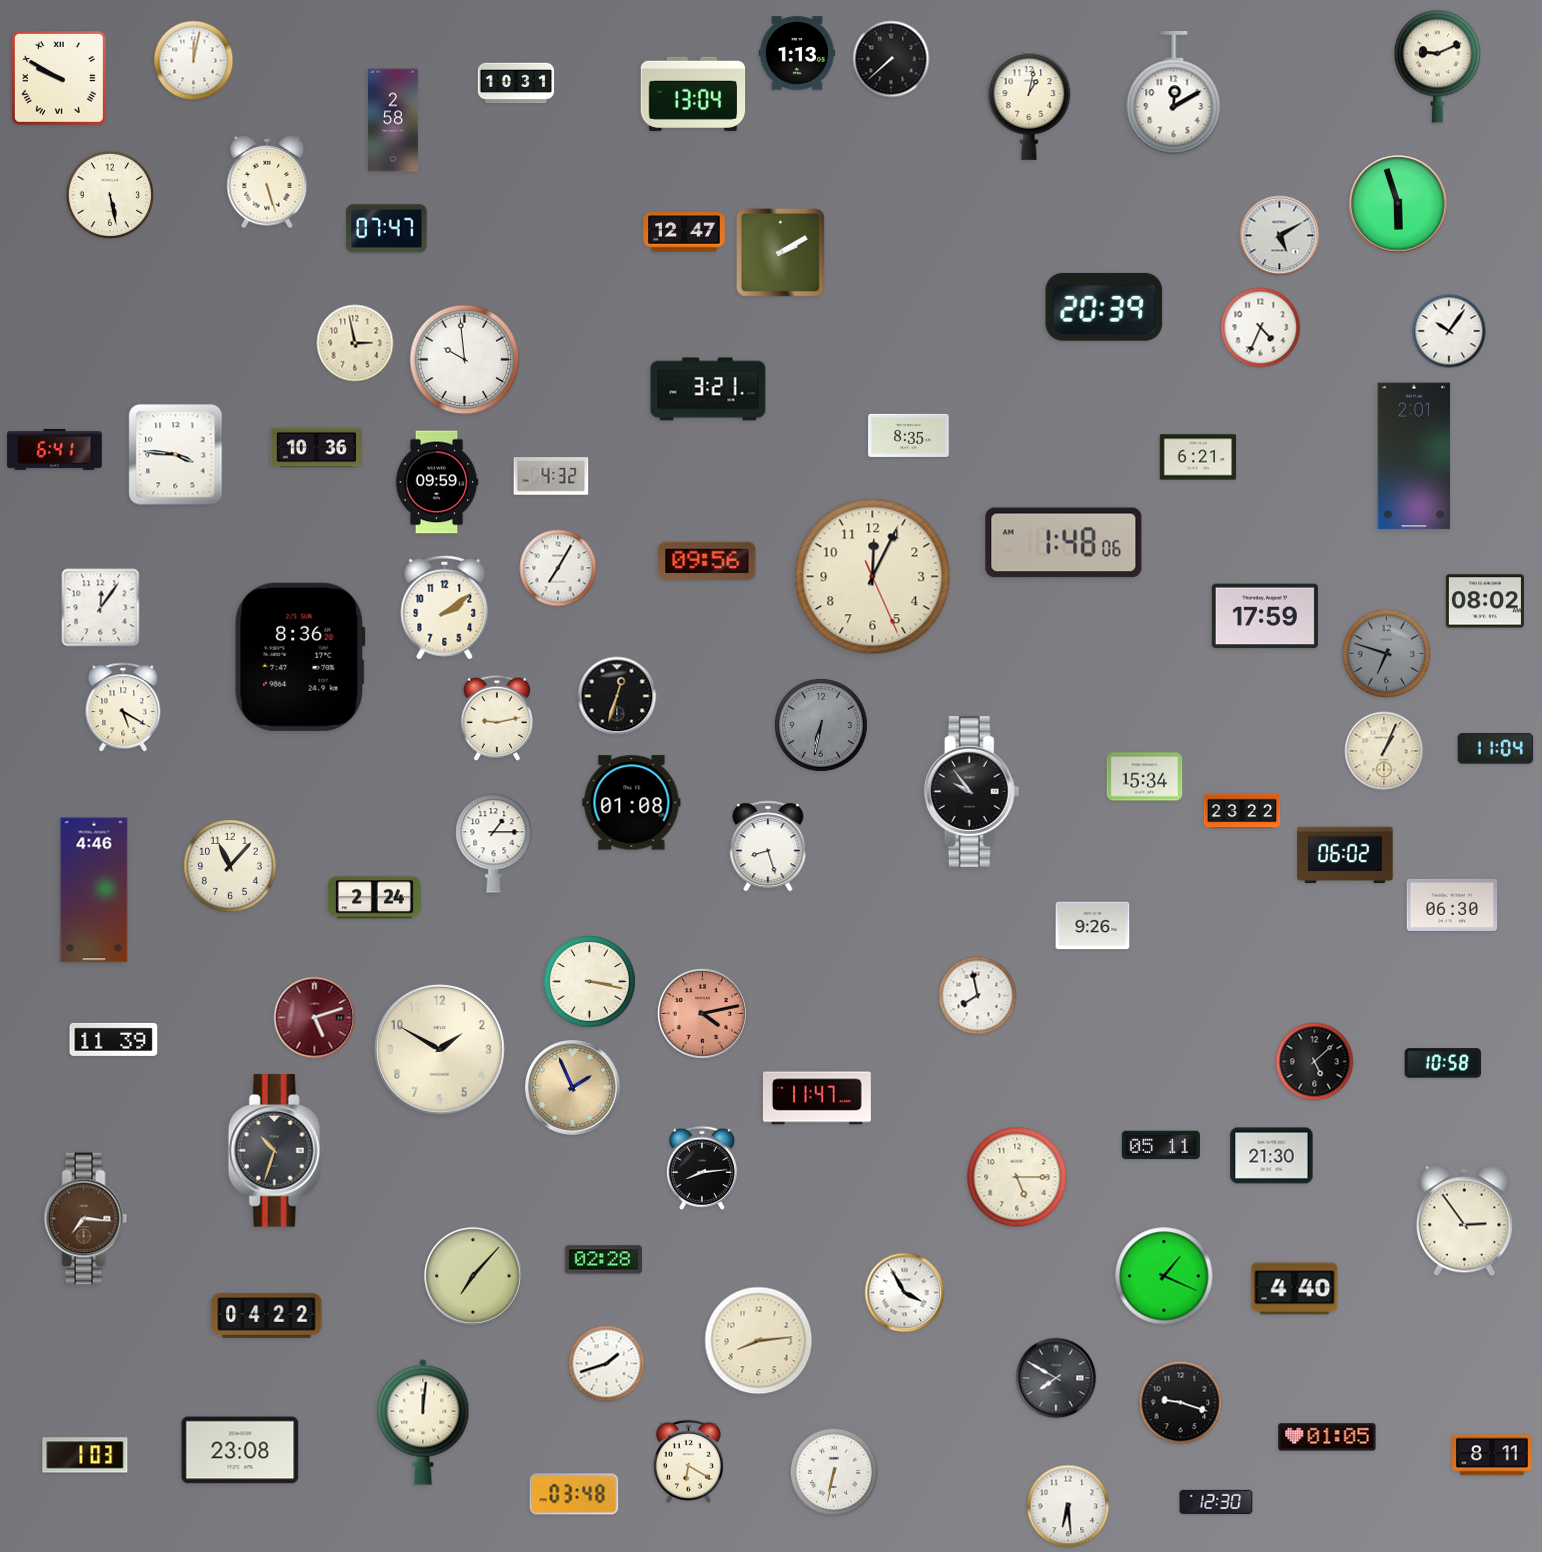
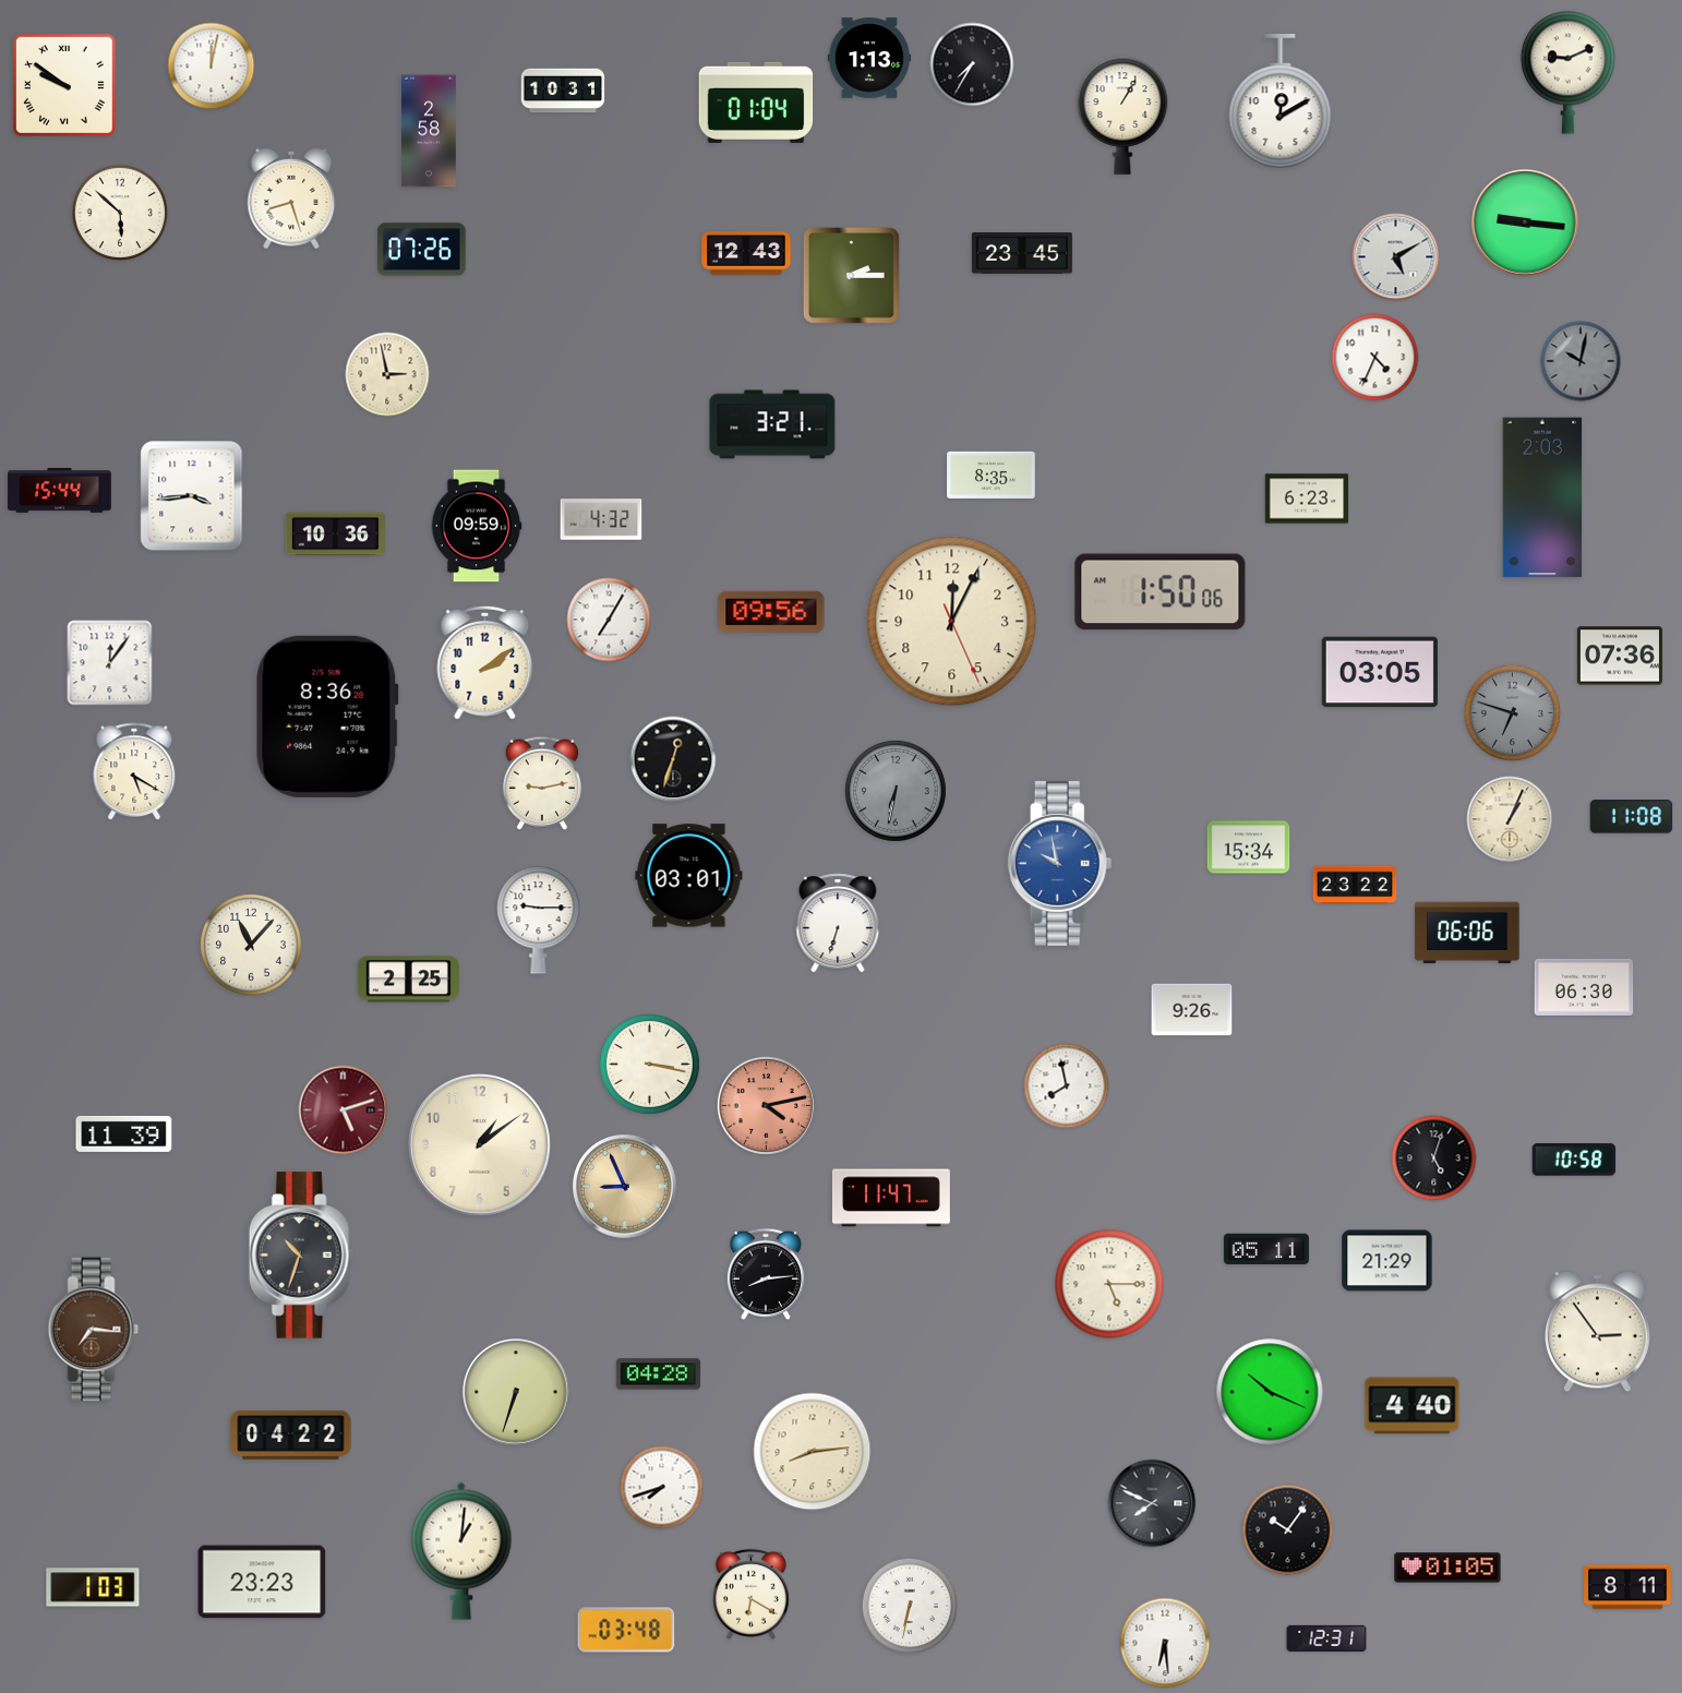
clock at (891, 59): 7:38 -> 7:35
clock at (59, 78): 9:50 -> 9:51
clock at (693, 94): 13:04 -> 01:04
clock at (1029, 106): 1:02 -> 1:05
clock at (267, 182): 5:27 -> 8:27
clock at (109, 194): 5:28 -> 5:52
clock at (1398, 204): 5:57 -> 9:16
clock at (387, 229): 07:47 -> 07:26
clock at (684, 232): 12:47 -> 12:43
clock at (1022, 254): none -> 23:45
clock at (780, 252): 2:10 -> 2:15
clock at (1104, 307): 20:39 -> none
clock at (1449, 331): 10:06 -> 10:02
clock at (1449, 331) dial: white -> grey
clock at (465, 360): 9:59 -> none
clock at (316, 448) position: (316, 448) -> (335, 535)
clock at (55, 450): 6:41 -> 15:44
clock at (176, 455): 3:46 -> 3:44
clock at (1414, 456): 2:01 -> 2:03
clock at (1198, 457): 6:21 -> 6:23
clock at (1064, 543): 1:48 -> 1:50
clock at (873, 577) position: (873, 577) -> (952, 622)
clock at (1485, 601): 08:02 -> 07:36
clock at (1265, 616): 17:59 -> 03:05
clock at (1496, 749): 11:04 -> 11:08
clock at (972, 791): 9:54 -> 9:58
clock at (972, 791) dial: black -> blue
clock at (632, 803): 01:08 -> 03:01
clock at (494, 844): 1:15 -> 9:15
clock at (768, 846): 8:27 -> 6:33
clock at (1345, 855): 06:02 -> 06:06
clock at (94, 890): 4:46 -> none
clock at (374, 898): 2:24 -> 2:25
clock at (589, 981) position: (589, 981) -> (649, 1064)
clock at (439, 1049): 1:50 -> 1:09
clock at (1315, 1062): 5:08 -> 5:03
clock at (573, 1088): 1:56 -> 8:56
clock at (1272, 1156): 21:30 -> 21:29
clock at (603, 1260): 02:28 -> 04:28
clock at (473, 1276): 7:07 -> 6:33
clock at (1164, 1276): 1:19 -> 10:19
clock at (905, 1293): 3:55 -> none
clock at (759, 1341) position: (759, 1341) -> (813, 1452)
clock at (607, 1364): 1:42 -> 7:42
clock at (1056, 1378): 7:50 -> 7:49
clock at (1181, 1403): 9:18 -> 10:06
clock at (423, 1422): 12:01 -> 1:01
clock at (240, 1450): 23:08 -> 23:23
clock at (1216, 1502): 12:30 -> 12:31
